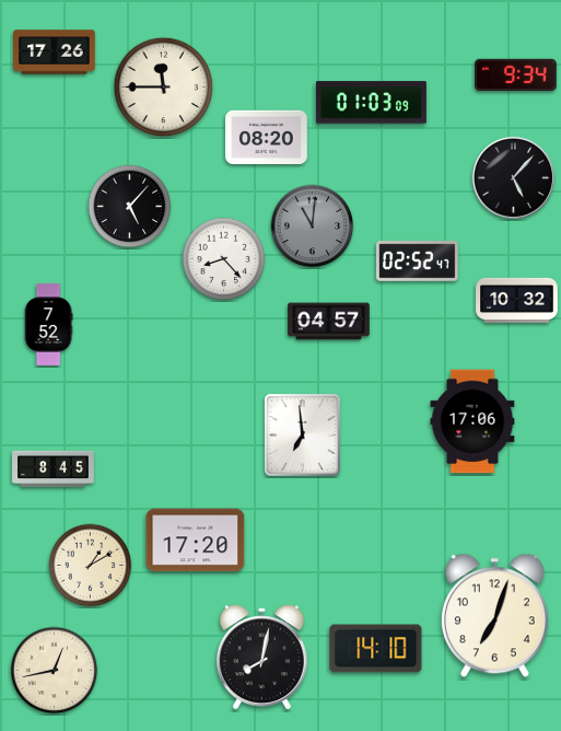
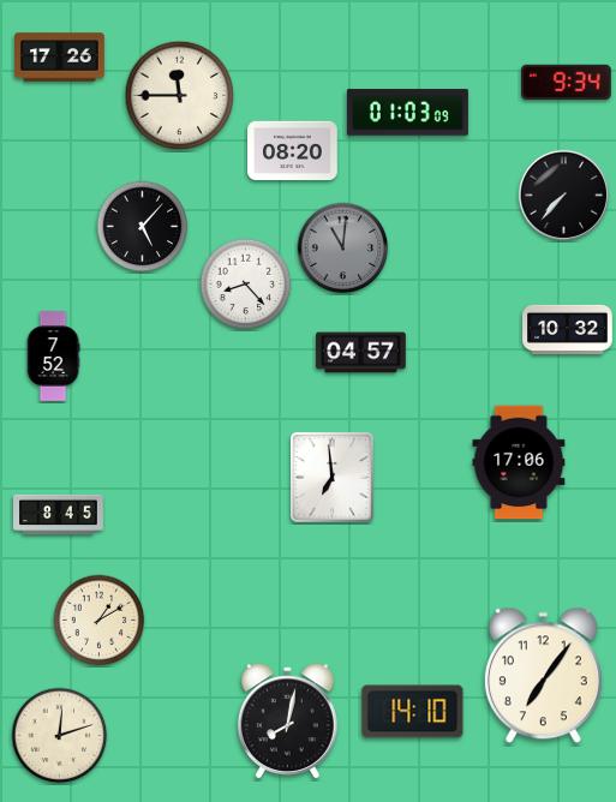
clock at (513, 177): 5:07 -> 7:37
clock at (418, 262): 02:52 -> none
clock at (196, 541): 17:20 -> none
clock at (494, 616): 7:03 -> 7:06
clock at (55, 671): 12:43 -> 12:12
